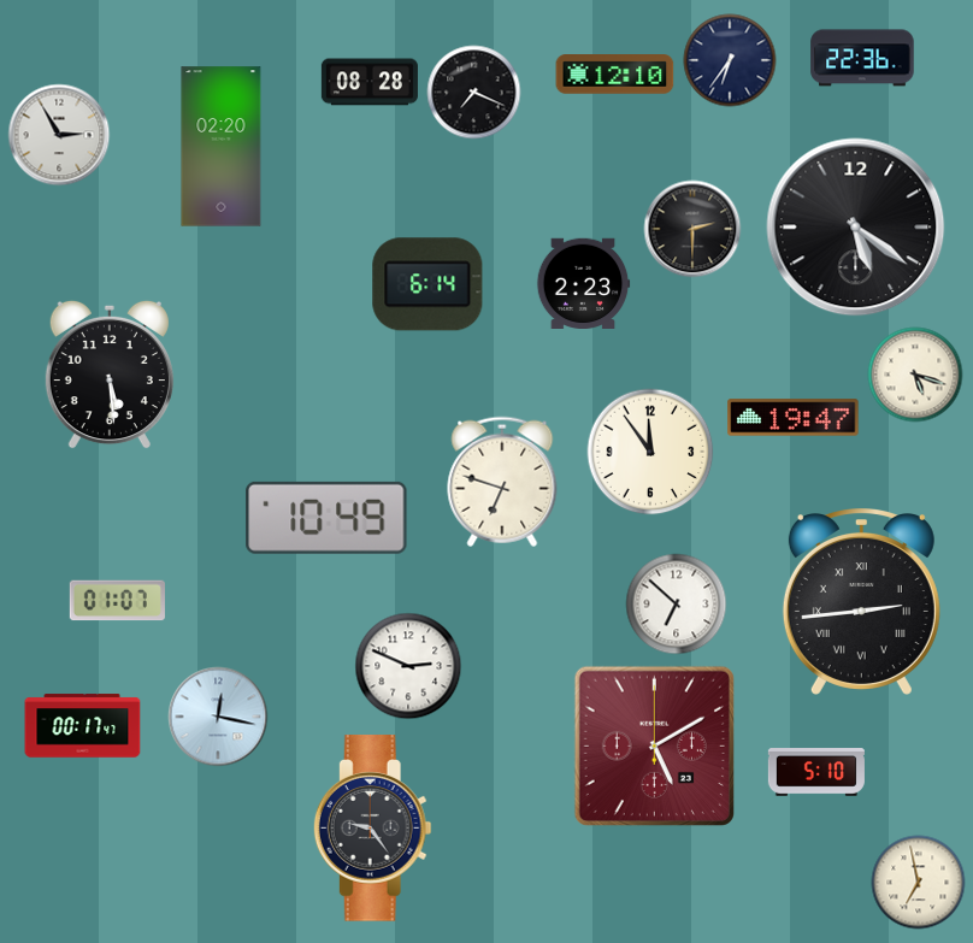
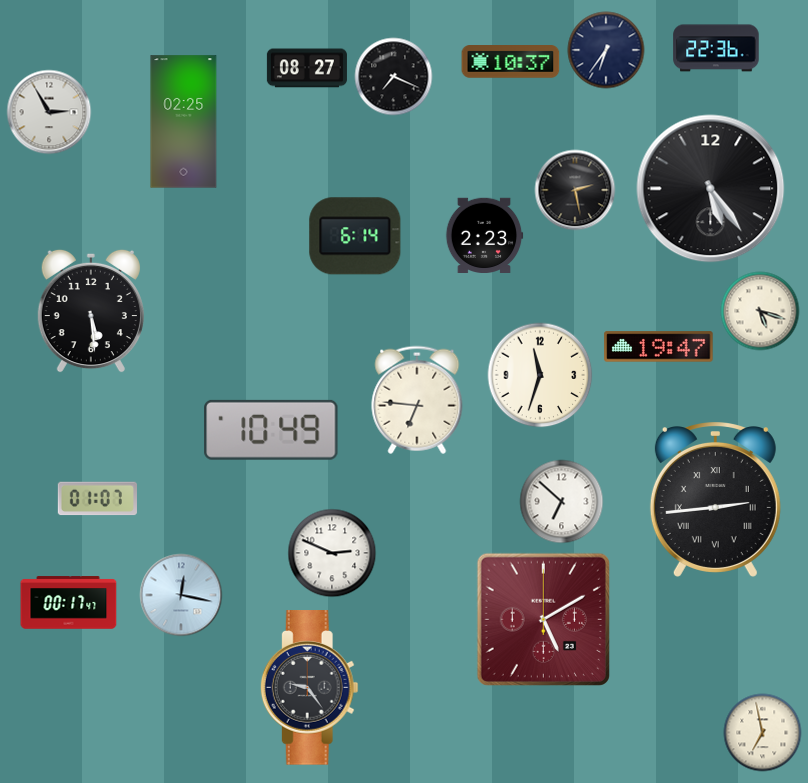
clock at (615, 75): 12:10 -> 10:37
clock at (370, 82): 08:28 -> 08:27
clock at (222, 147): 02:20 -> 02:25
clock at (856, 228): 5:21 -> 5:24
clock at (692, 229): 2:30 -> 2:28
clock at (650, 452): 11:54 -> 11:33
clock at (502, 482): 6:48 -> 6:46
clock at (408, 666) position: (408, 666) -> (332, 553)
clock at (816, 772): 5:10 -> none
